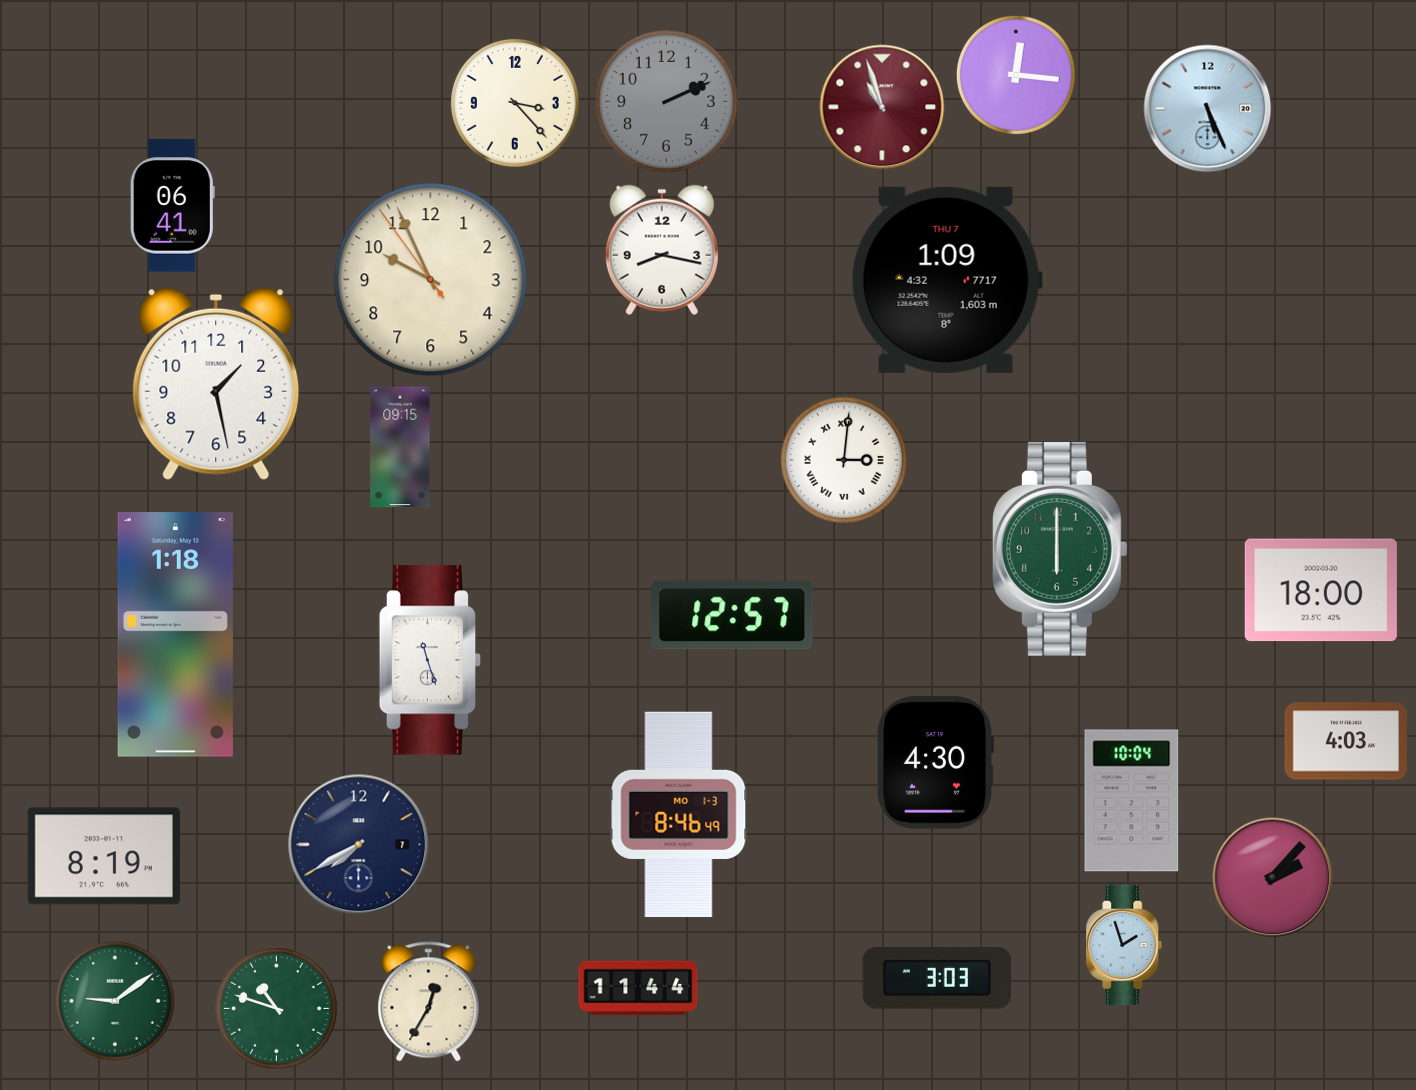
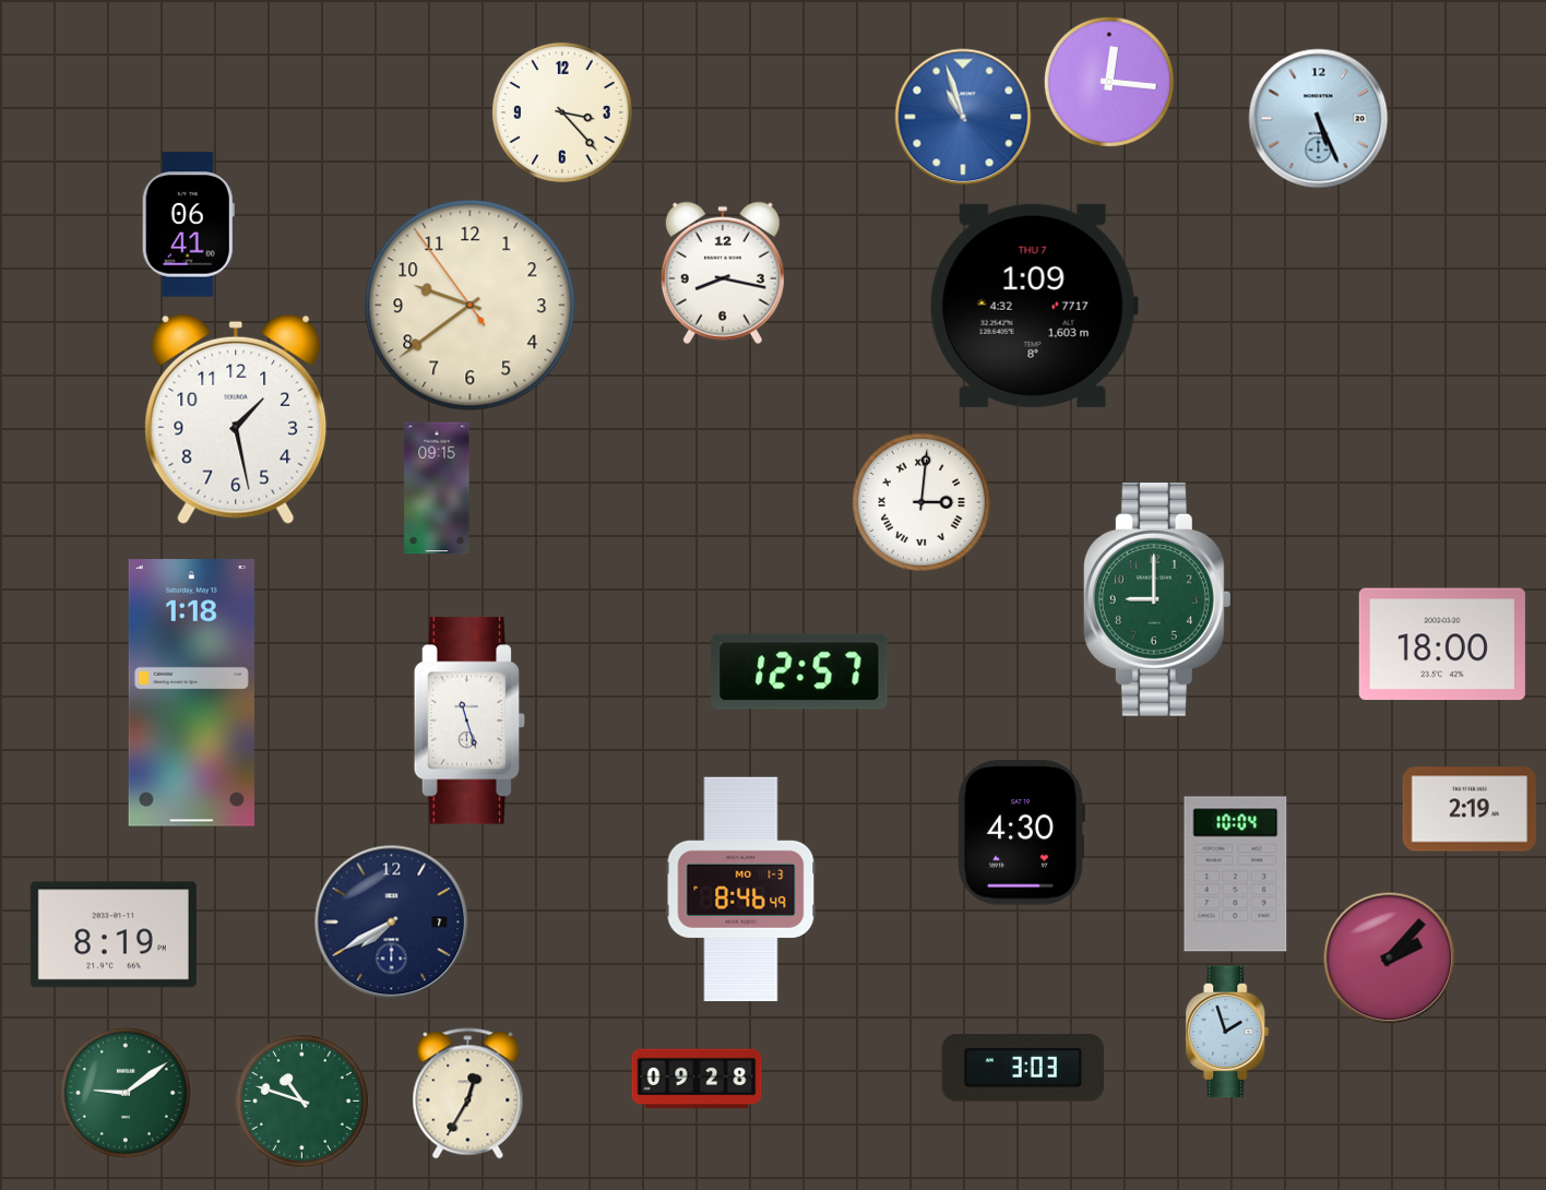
clock at (667, 102): 2:11 -> none
clock at (882, 107) dial: burgundy -> blue
clock at (431, 280): 9:55 -> 9:38
clock at (1060, 549): 6:00 -> 9:00
clock at (1345, 741): 4:03 -> 2:19
clock at (638, 988): 11:44 -> 09:28
